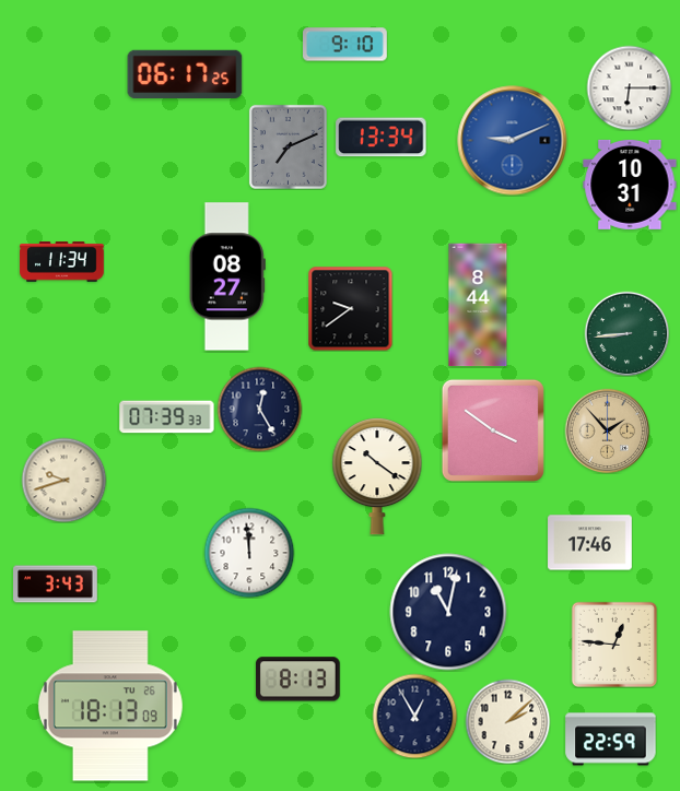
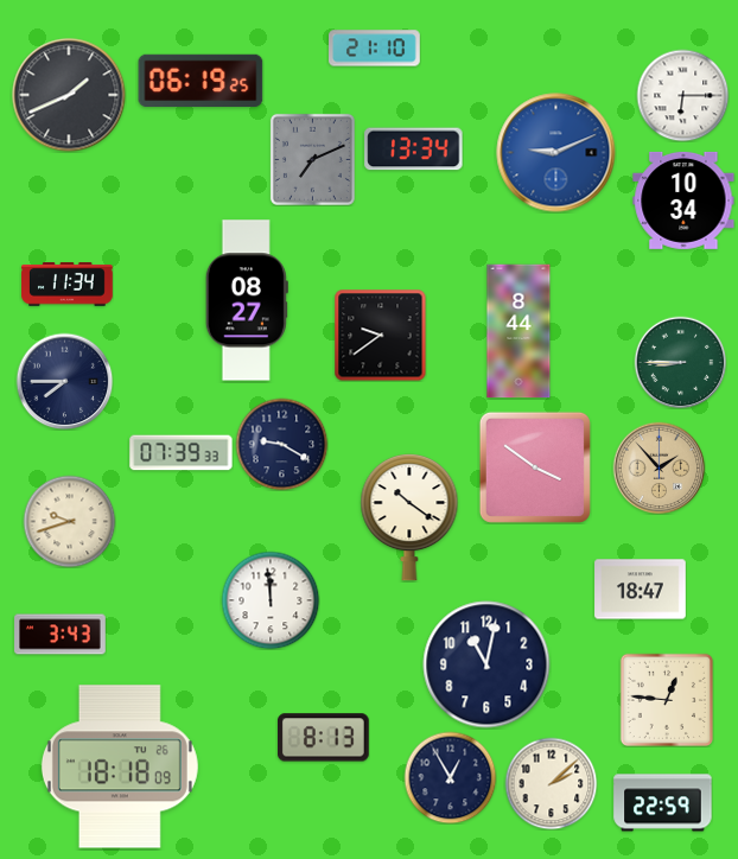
clock at (345, 45): 9:10 -> 21:10
clock at (185, 74): 06:17 -> 06:19
clock at (69, 95): none -> 1:41
clock at (630, 185): 10:31 -> 10:34
clock at (626, 333): 8:44 -> 8:45
clock at (64, 381): none -> 7:45
clock at (259, 409): 12:25 -> 9:20
clock at (590, 543): 17:46 -> 18:47
clock at (110, 706): 18:13 -> 18:18
